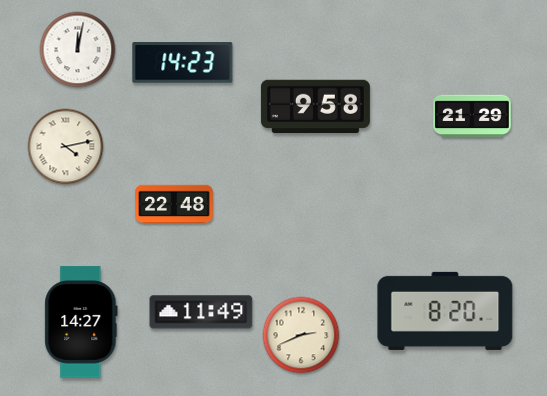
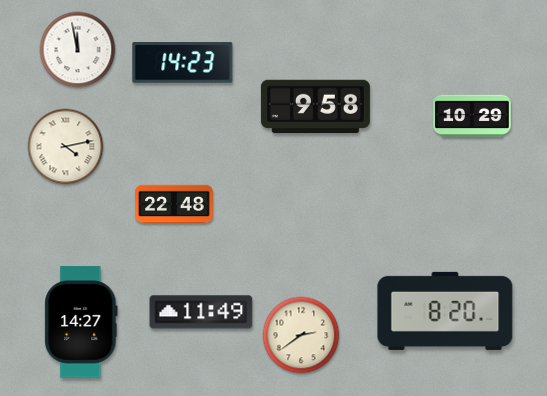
clock at (78, 50): 12:02 -> 11:58
clock at (472, 116): 21:29 -> 10:29
clock at (301, 335): 2:41 -> 2:39
